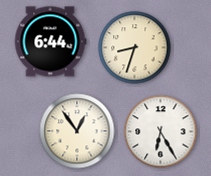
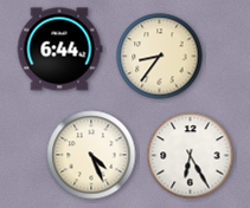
clock at (135, 48): 8:33 -> 8:36
clock at (77, 131): 12:54 -> 4:26
